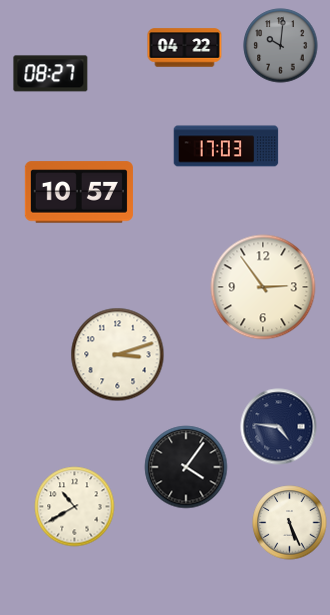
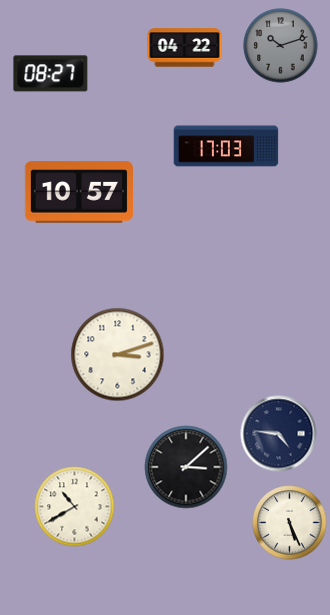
clock at (281, 46): 10:01 -> 10:12
clock at (263, 287): 2:54 -> none
clock at (279, 427) position: (279, 427) -> (279, 434)
clock at (186, 467): 4:06 -> 3:08
